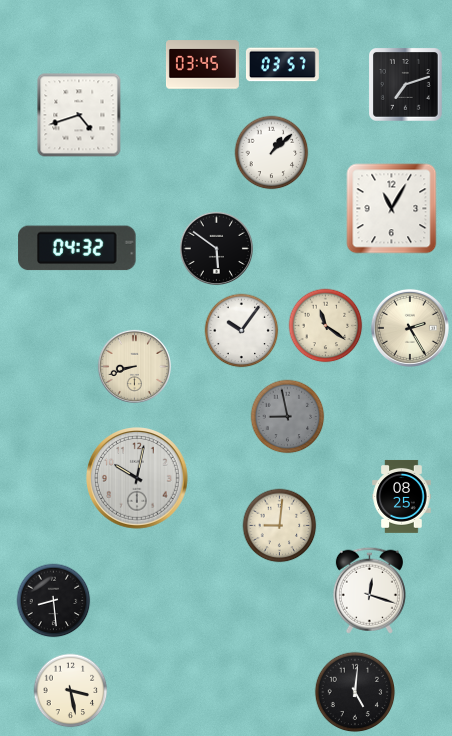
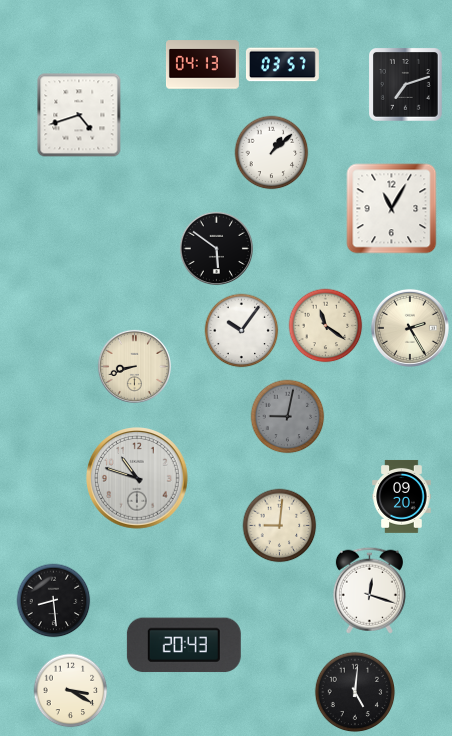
clock at (202, 65): 03:45 -> 04:13
clock at (77, 248): 04:32 -> none
clock at (288, 417): 8:58 -> 9:02
clock at (137, 478): 10:02 -> 10:48
clock at (402, 496): 08:25 -> 09:20
clock at (184, 645): none -> 20:43
clock at (71, 691): 3:28 -> 3:20
